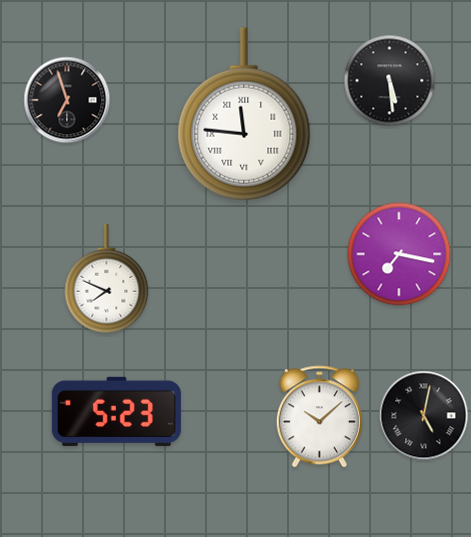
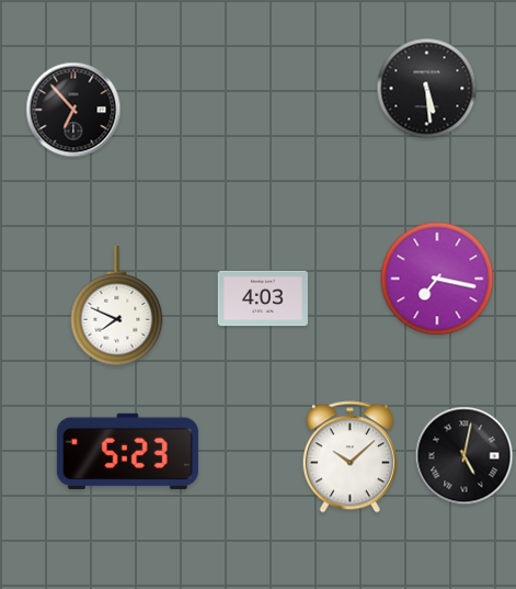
clock at (67, 100): 6:57 -> 6:53
clock at (244, 114): 11:46 -> none
clock at (263, 298): none -> 4:03
